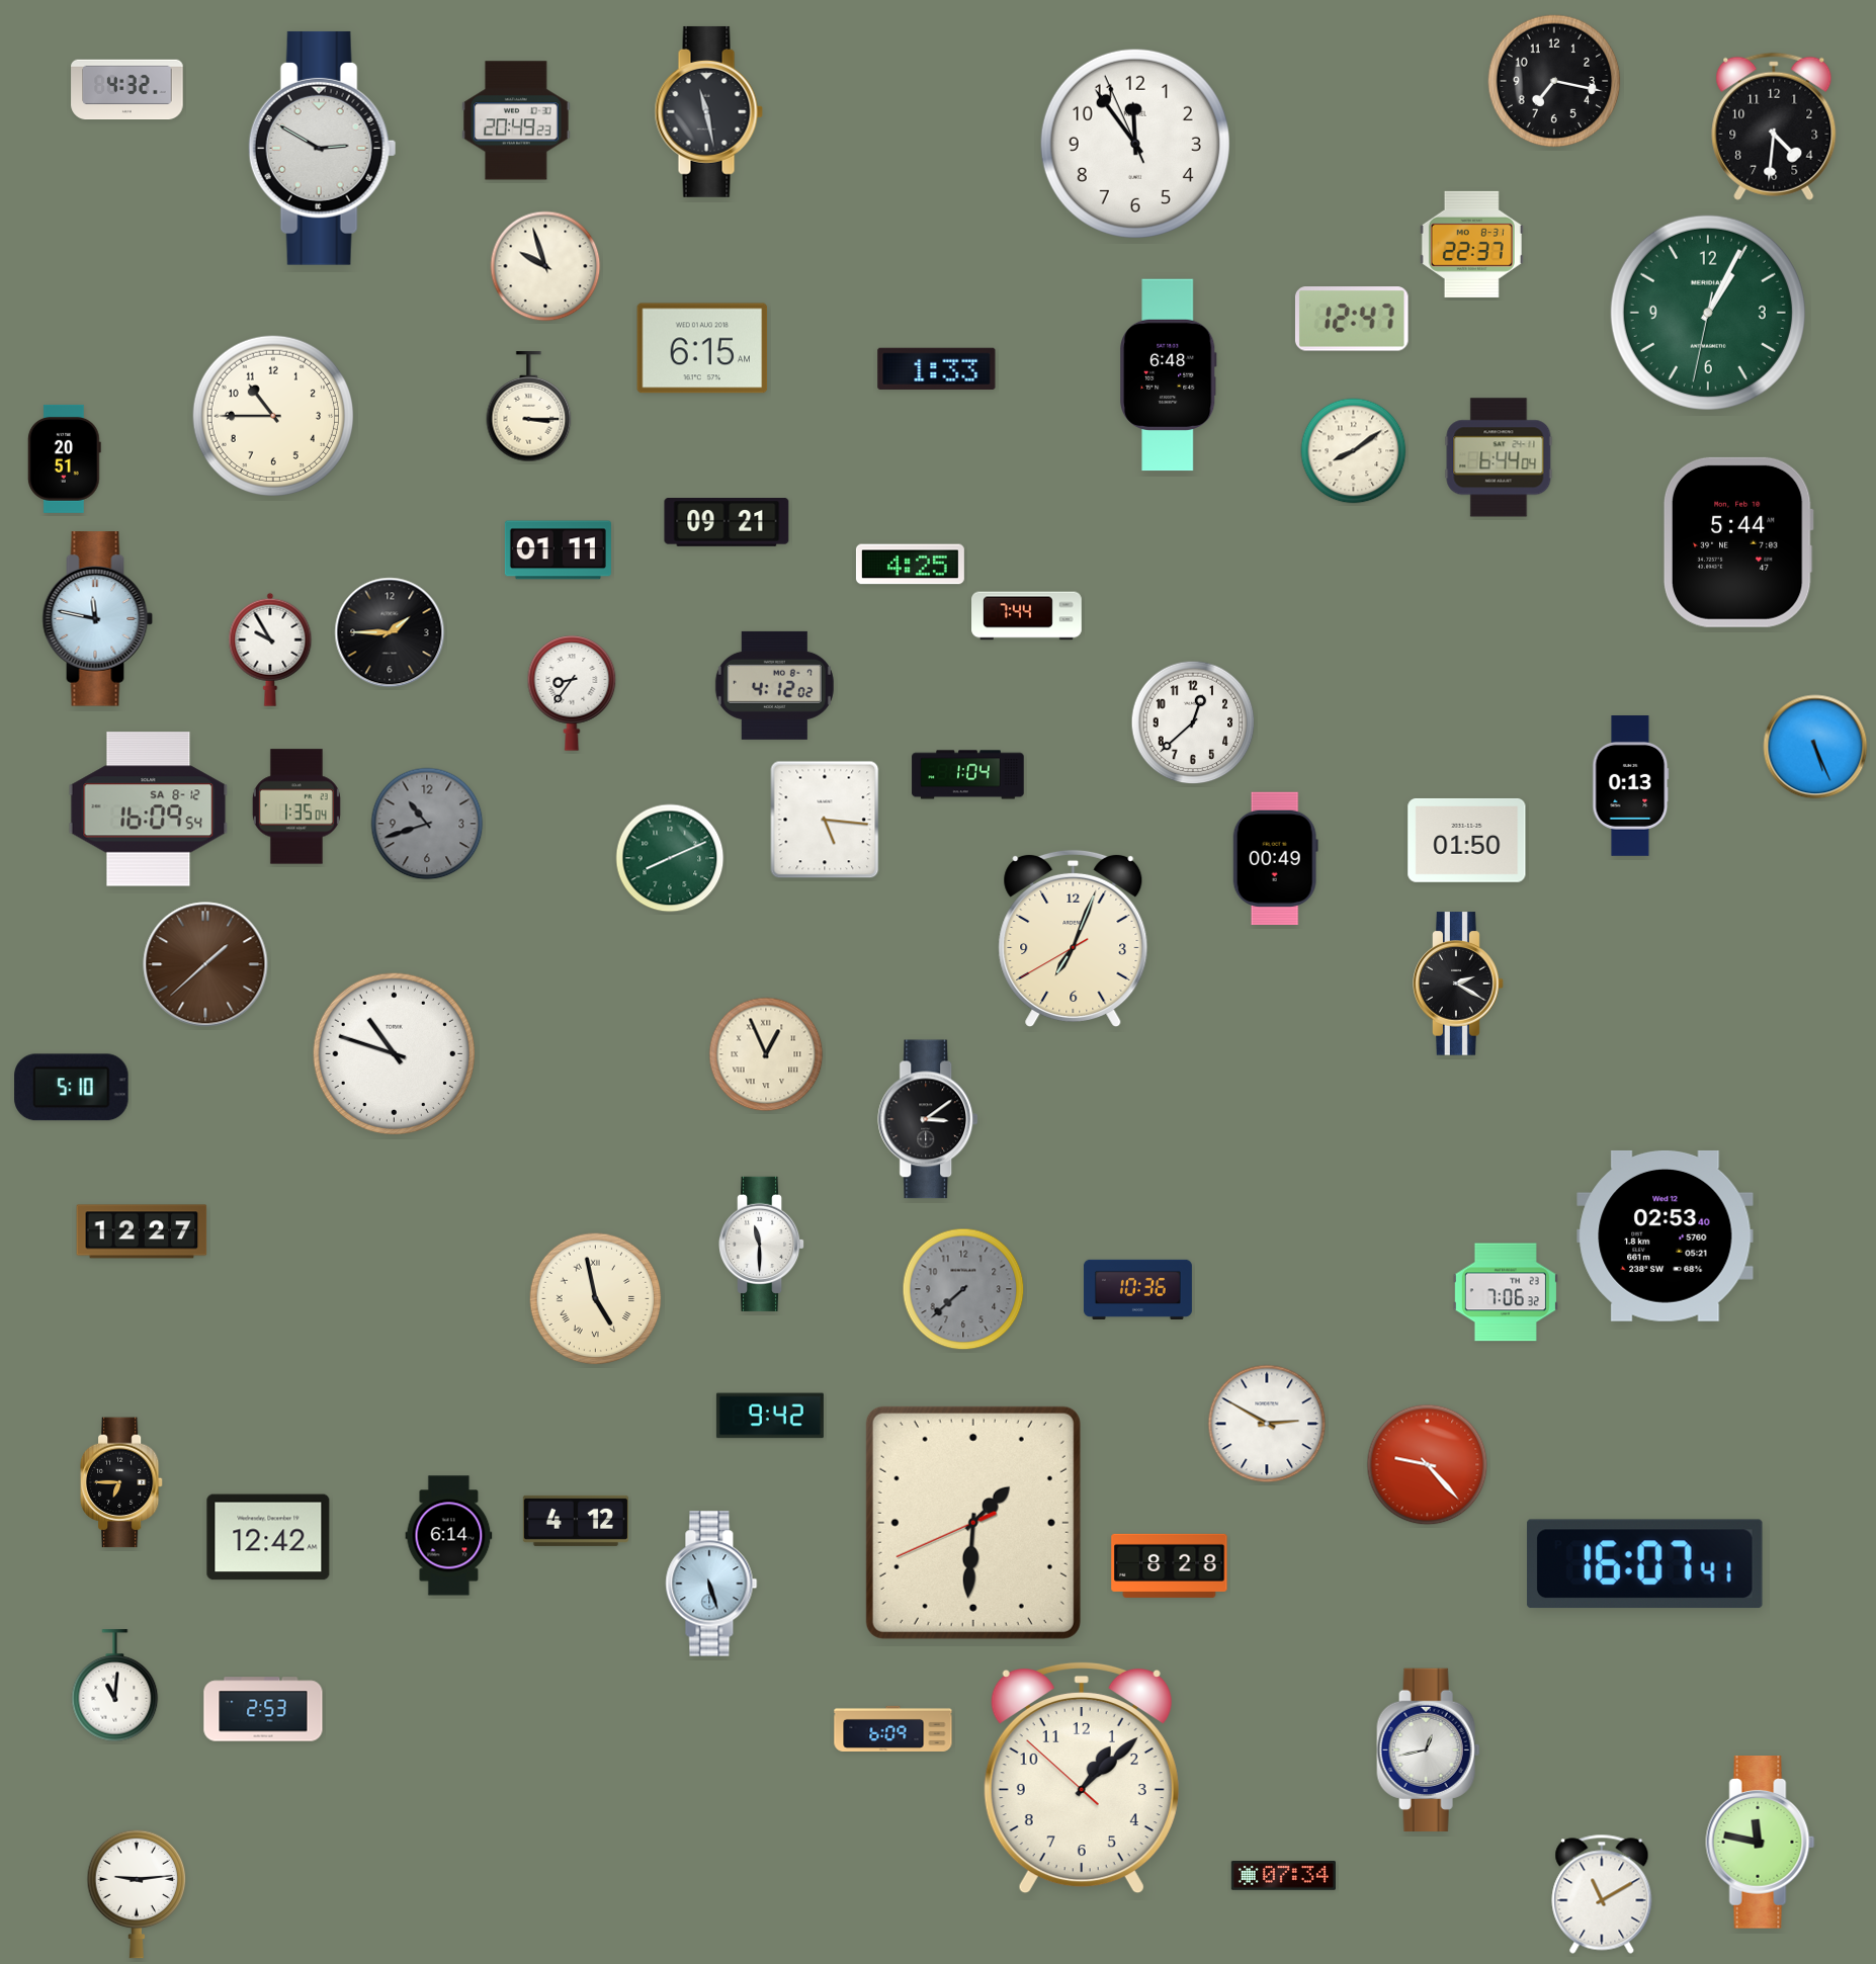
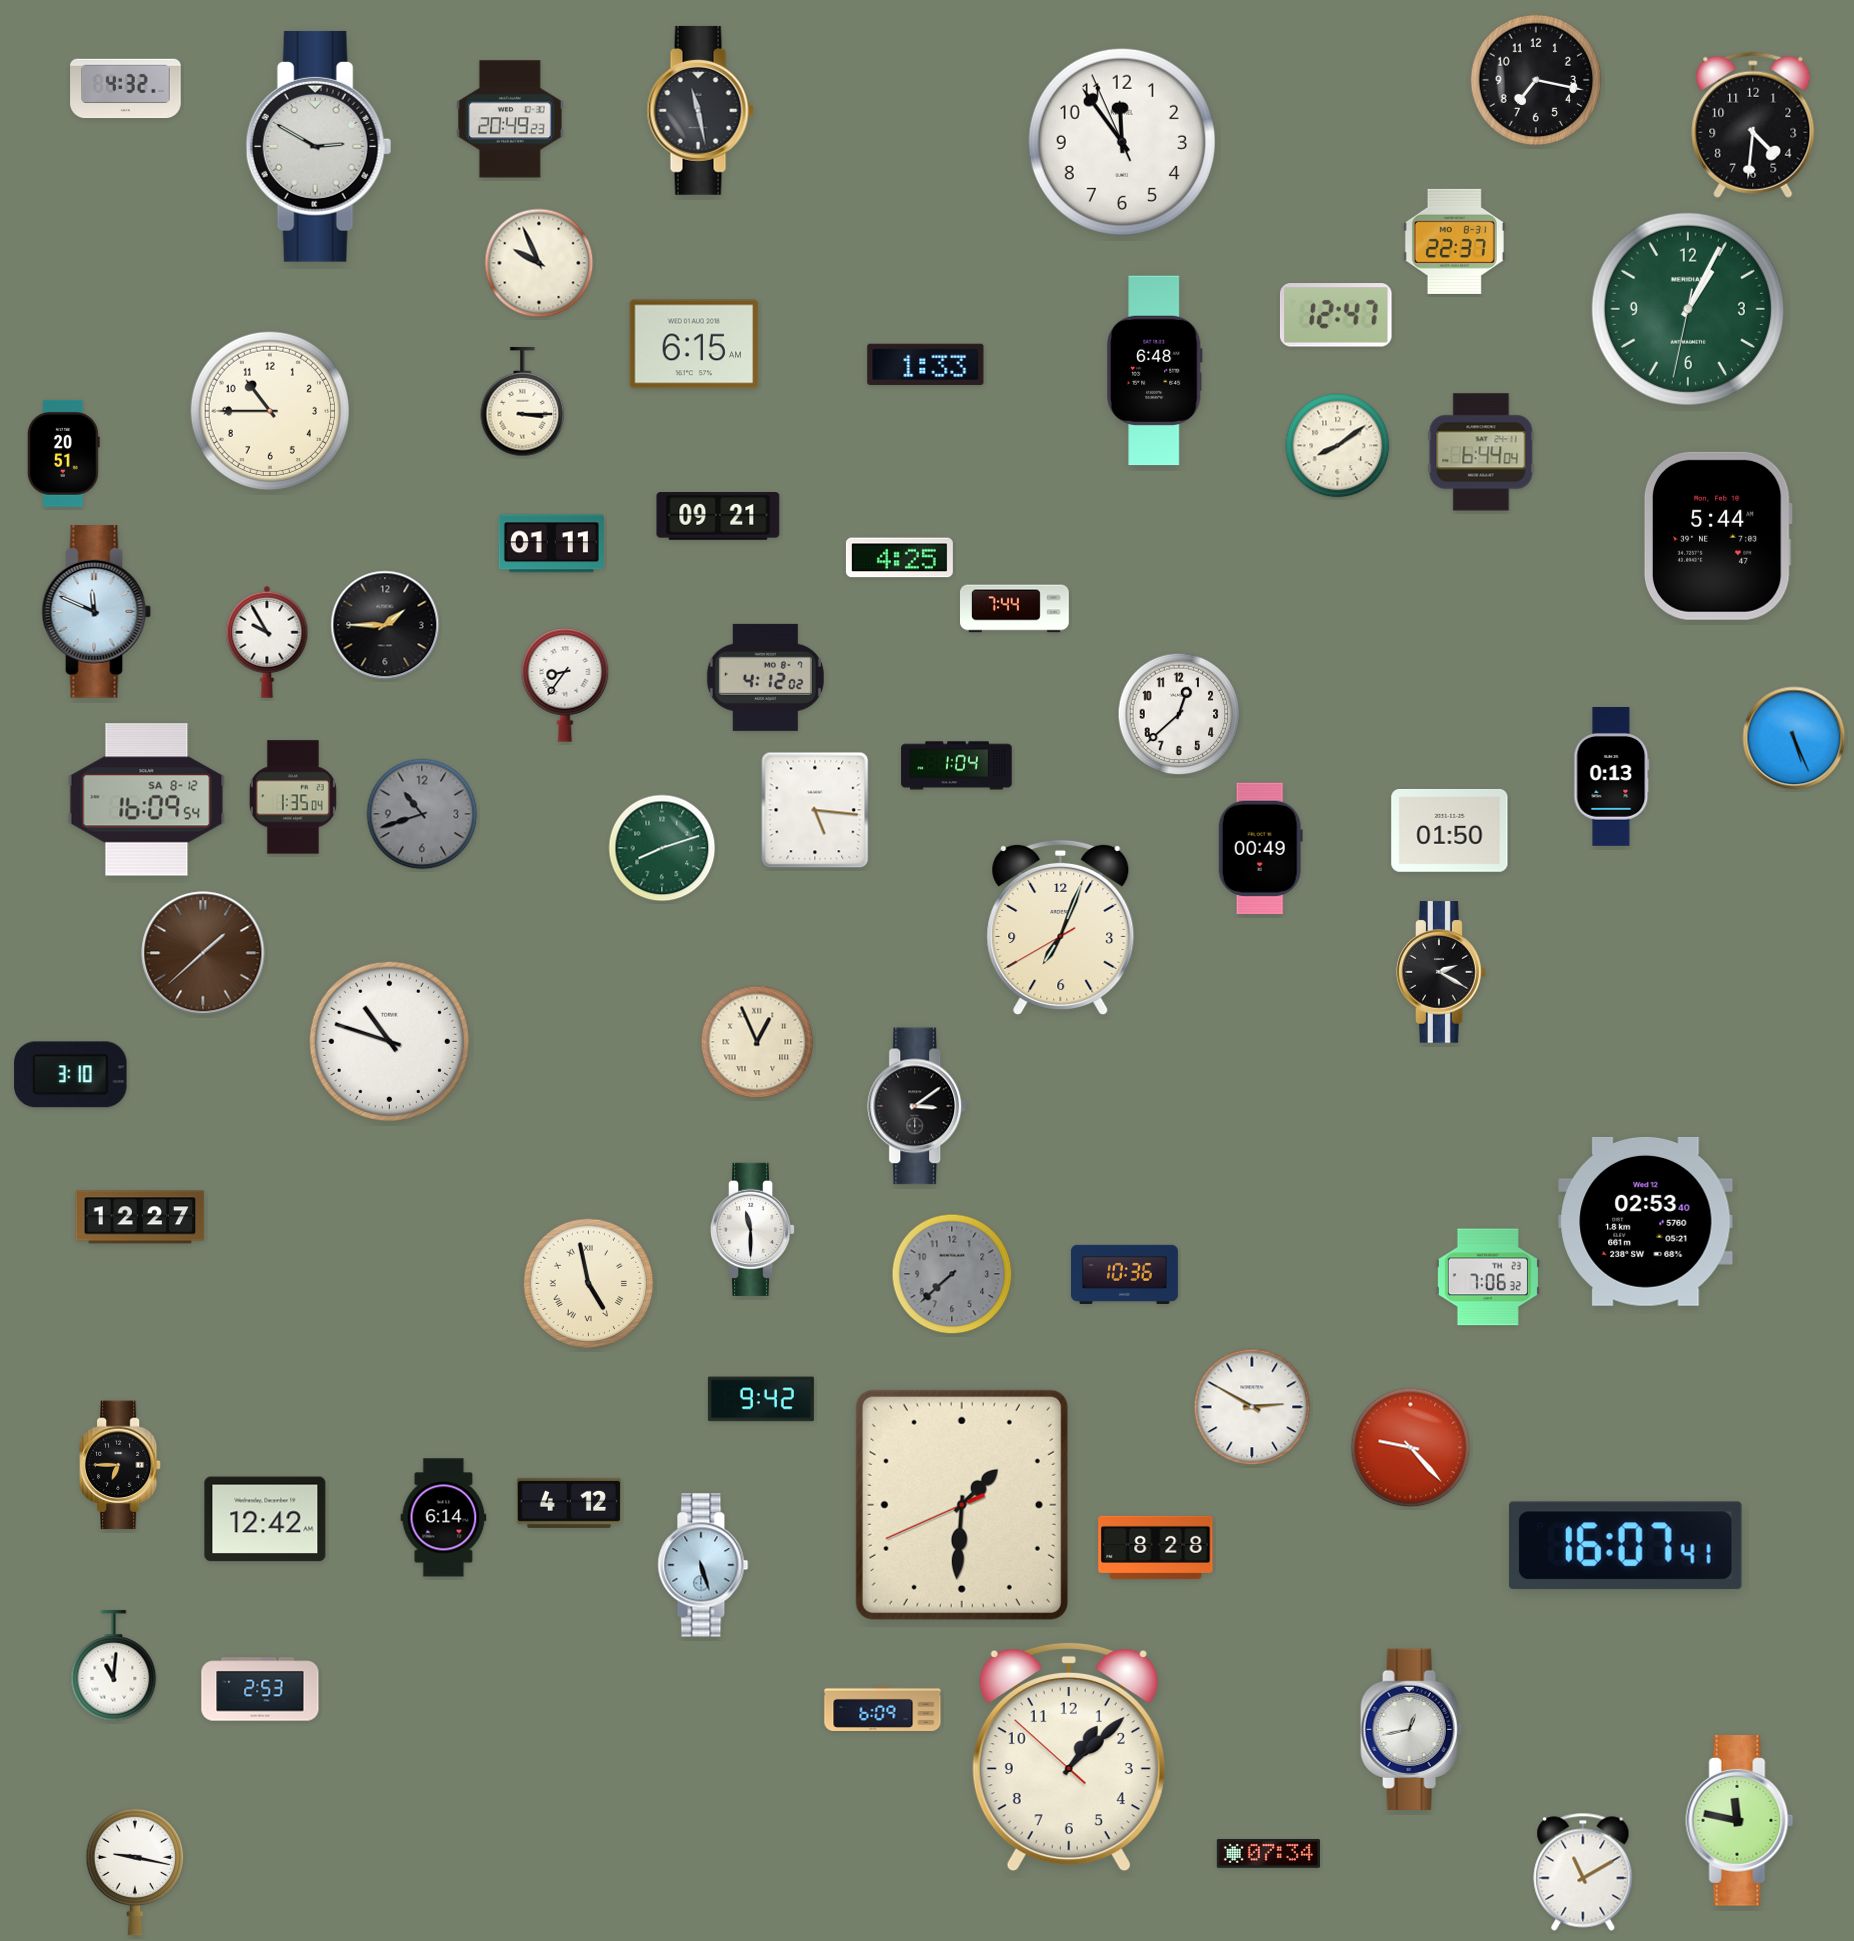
clock at (545, 266): 9:57 -> 9:56
clock at (98, 619): 11:47 -> 11:49
clock at (670, 858): 8:11 -> 8:12
clock at (72, 1088): 5:10 -> 3:10
clock at (137, 1894): 9:14 -> 9:17
